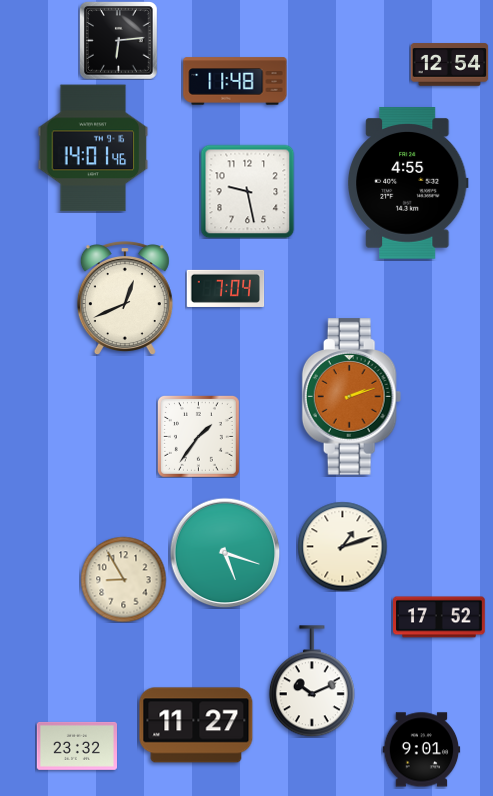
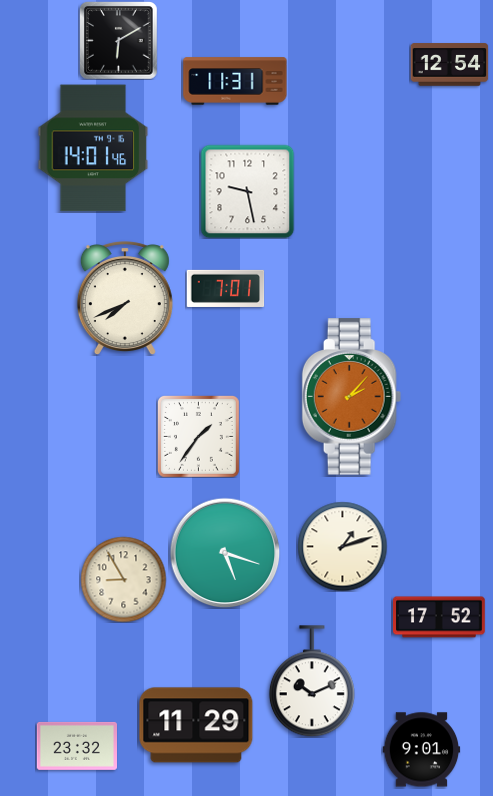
clock at (118, 40): 6:14 -> 6:10
clock at (235, 81): 11:48 -> 11:31
clock at (409, 183): 4:55 -> none
clock at (225, 288): 7:04 -> 7:01
clock at (125, 298): 12:41 -> 7:41
clock at (352, 397): 2:12 -> 2:07
clock at (196, 725): 11:27 -> 11:29
